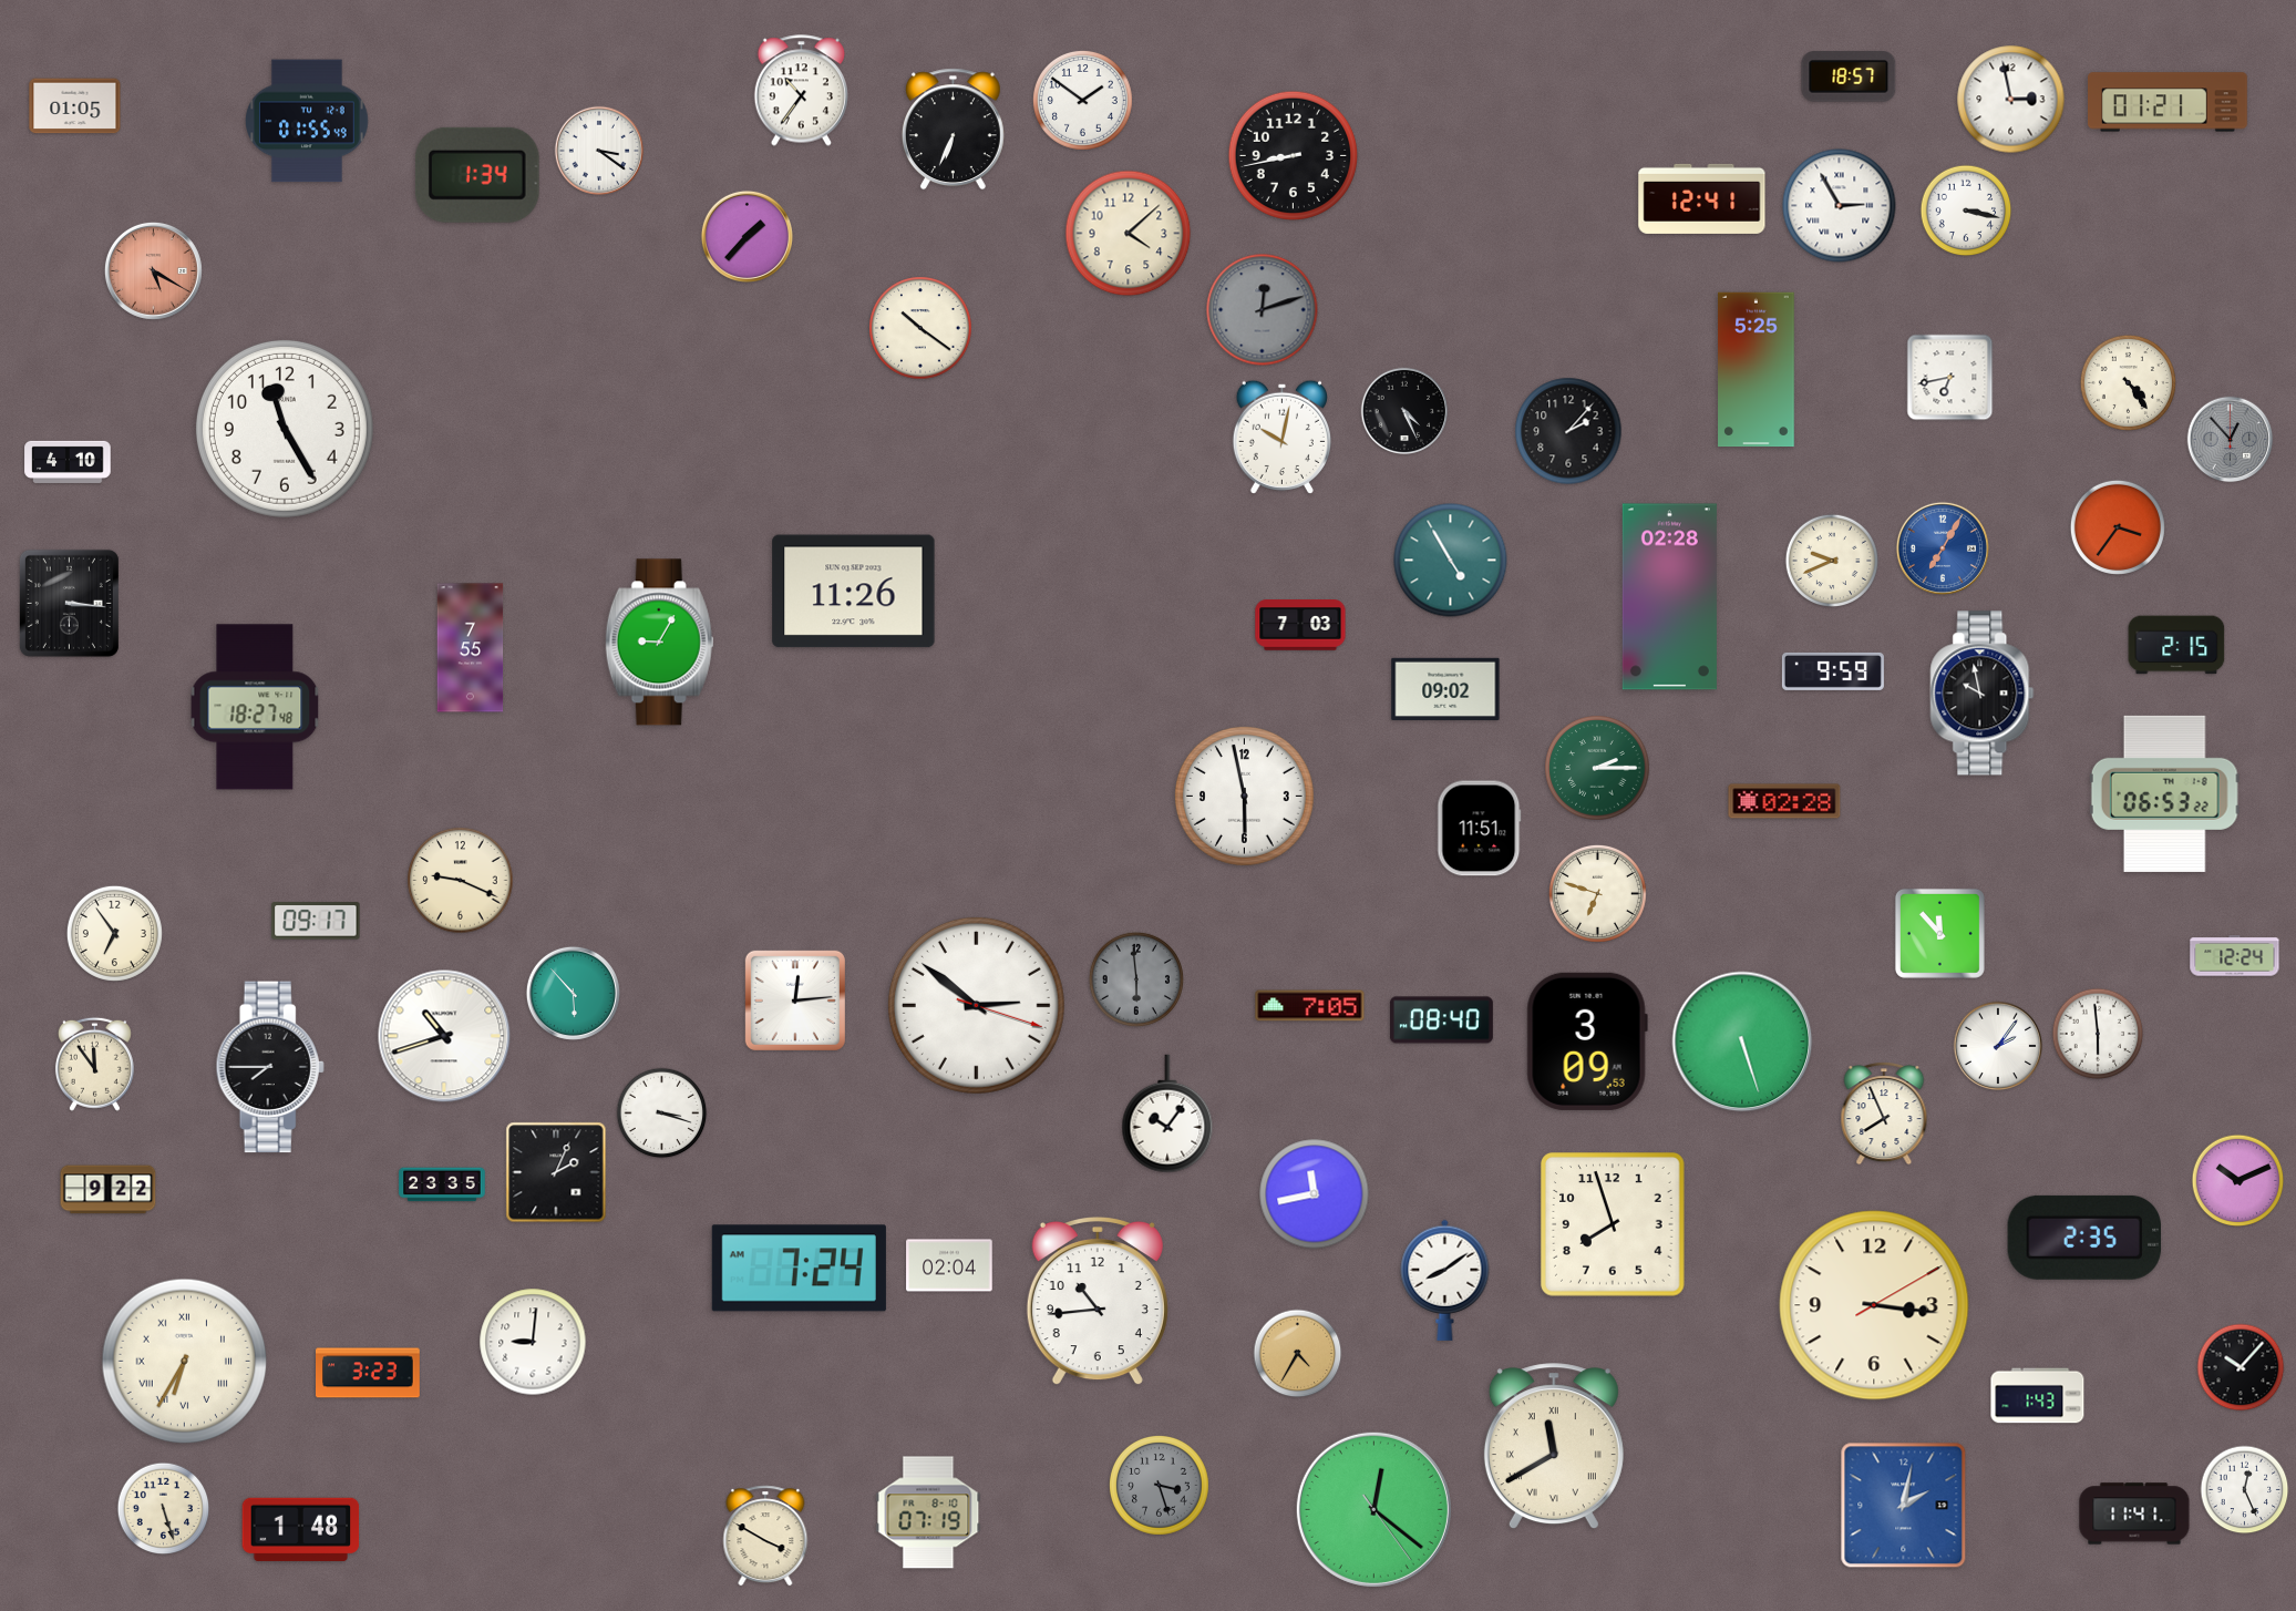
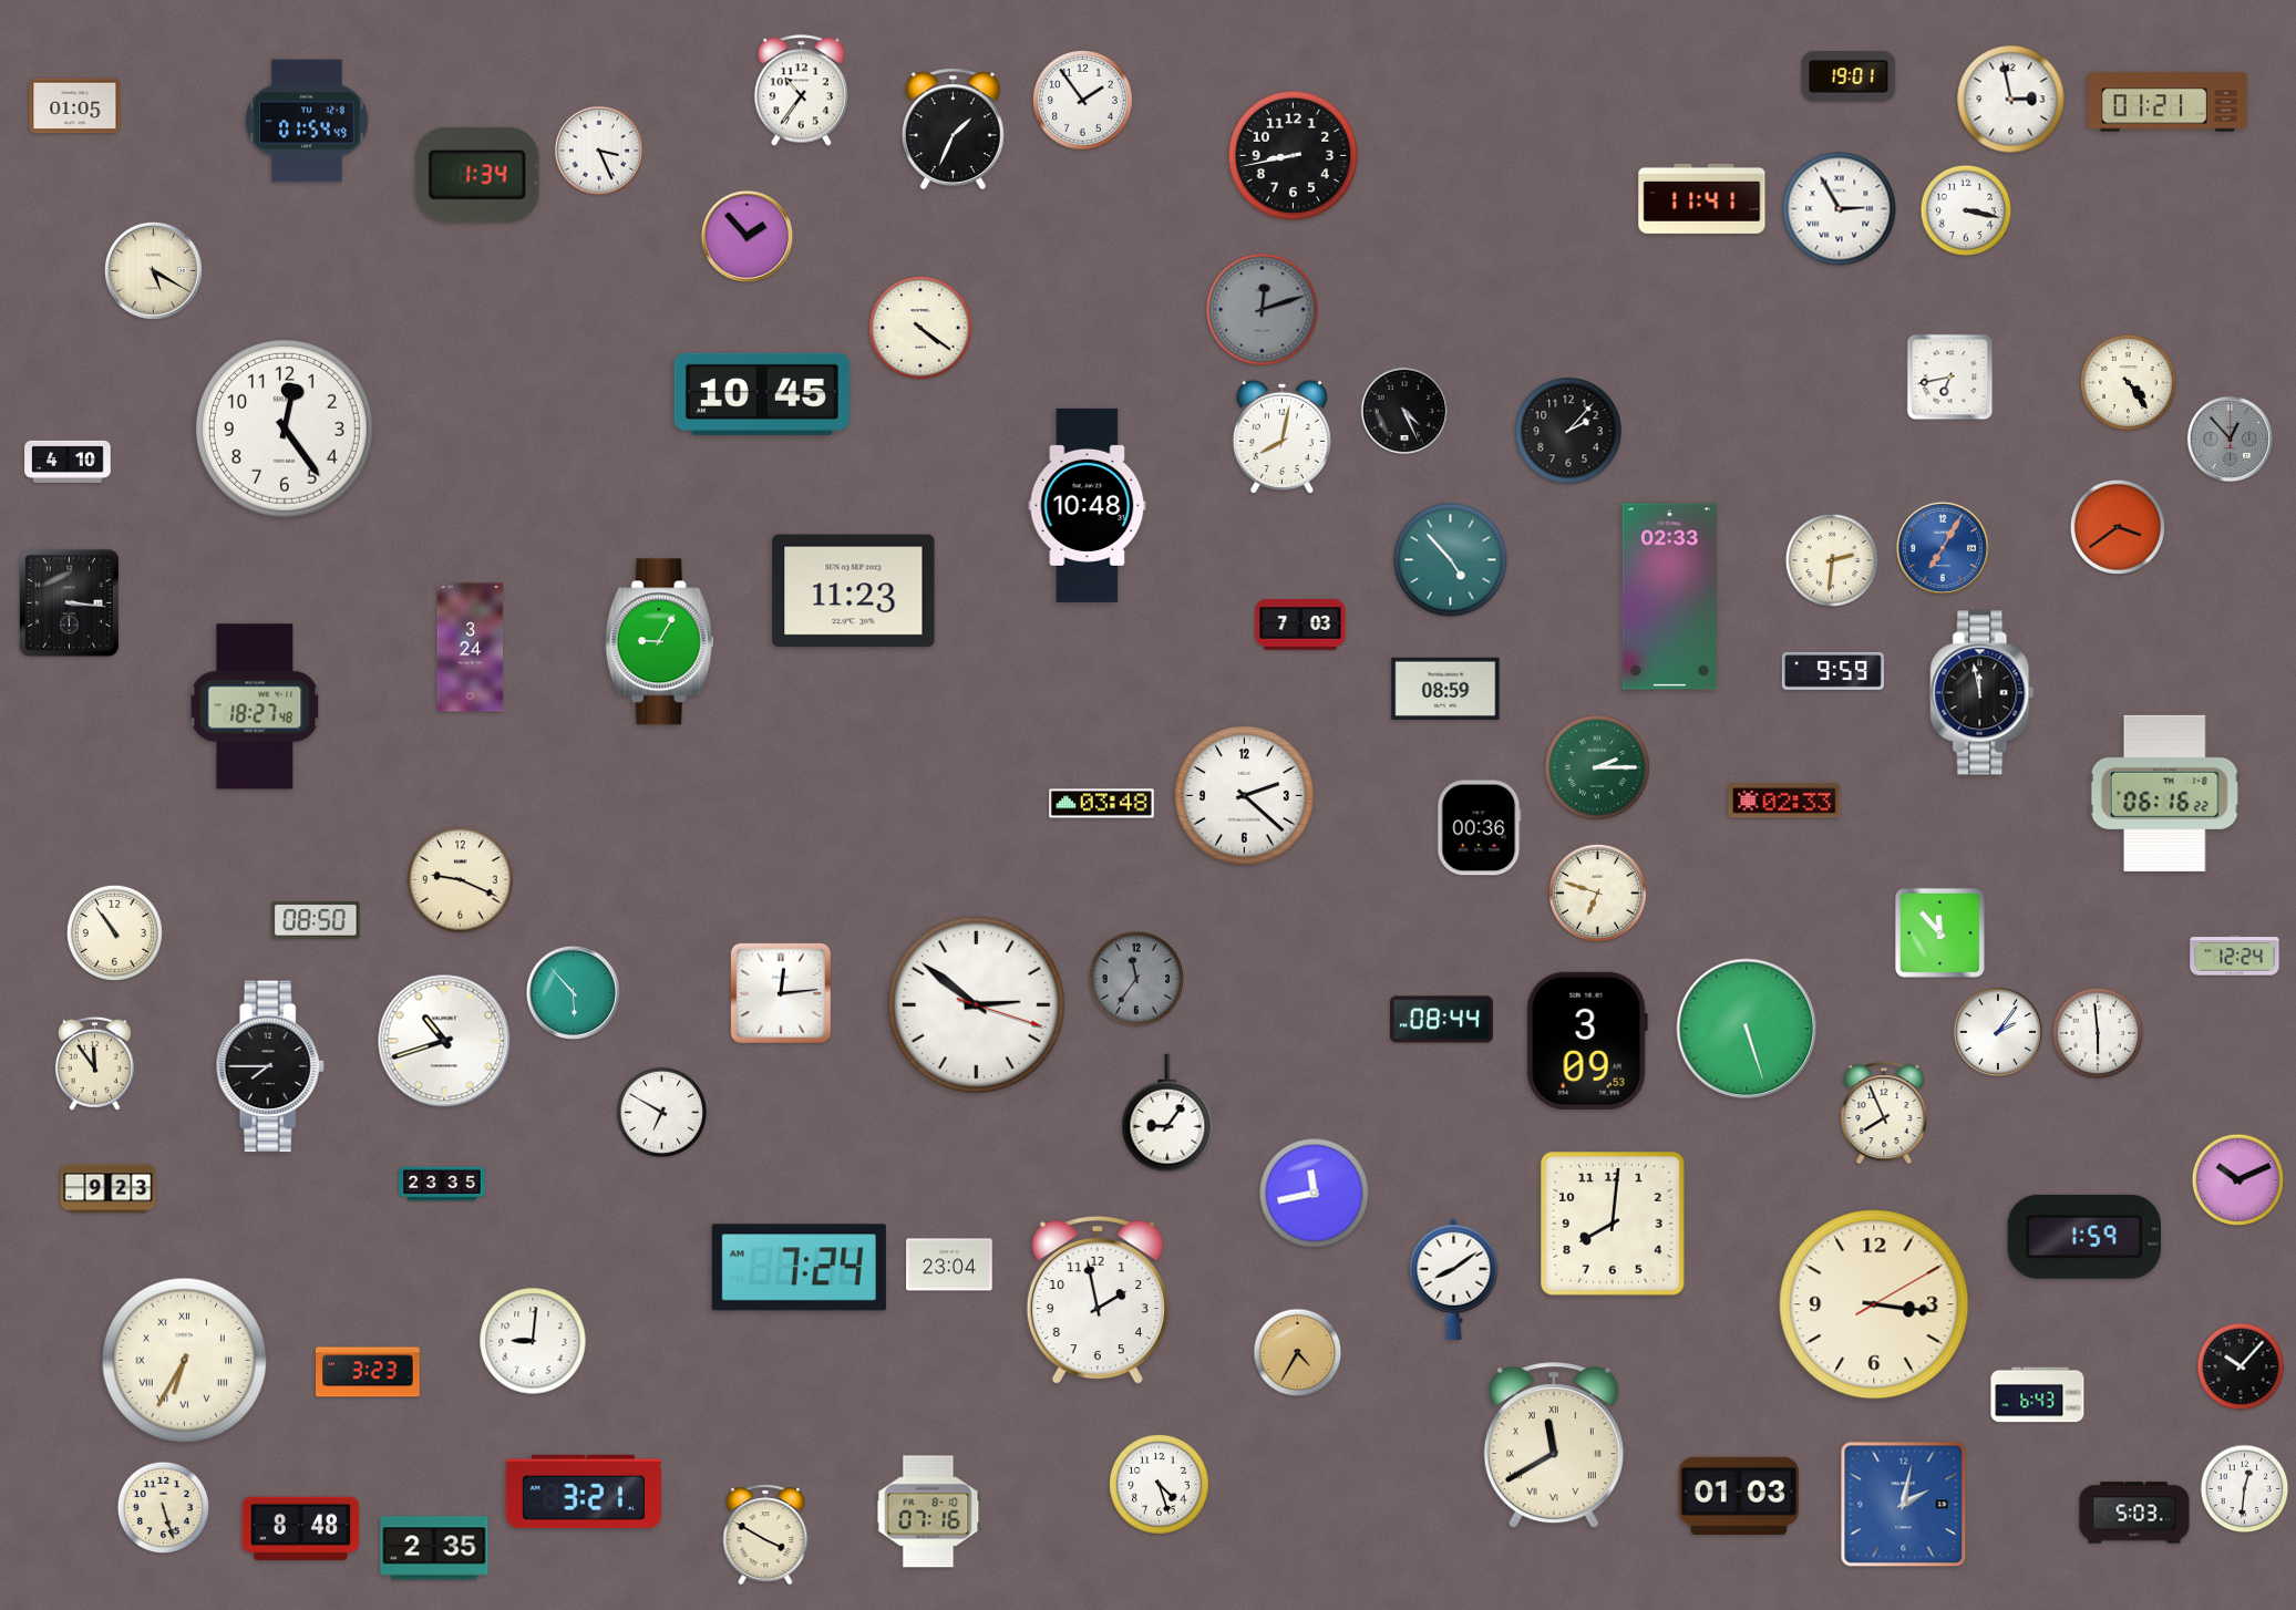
clock at (1849, 76): 18:57 -> 19:01
clock at (1082, 100): 1:51 -> 1:54
clock at (308, 121): 01:55 -> 01:54
clock at (953, 130): 6:34 -> 1:34
clock at (598, 150): 3:21 -> 3:26
clock at (1702, 198): 12:41 -> 11:41
clock at (1840, 206) position: (1840, 206) -> (1840, 209)
clock at (1129, 234): 4:08 -> none
clock at (747, 236): 1:37 -> 1:53
clock at (153, 270) dial: salmon -> cream
clock at (920, 328): 10:21 -> 4:21
clock at (1757, 370): 5:25 -> none
clock at (762, 394): none -> 10:45
clock at (285, 429): 11:25 -> 12:24
clock at (1281, 437): 10:02 -> 8:02
clock at (1088, 505): none -> 10:48
clock at (2118, 527): 3:36 -> 3:39
clock at (1451, 561): 4:55 -> 4:53
clock at (1832, 561): 9:41 -> 2:31
clock at (854, 592): 11:26 -> 11:23
clock at (1669, 597): 02:28 -> 02:33
clock at (2176, 645): 2:15 -> none
clock at (471, 648): 7:55 -> 3:24
clock at (1445, 689): 09:02 -> 08:59
clock at (1983, 694): 9:58 -> 11:58
clock at (2164, 793): 06:53 -> 06:16
clock at (1244, 796): 5:58 -> 2:22
clock at (1784, 801): 02:28 -> 02:33
clock at (1102, 804): none -> 03:48
clock at (1480, 829): 11:51 -> 00:36
clock at (316, 921): 09:17 -> 08:50
clock at (114, 933): 6:54 -> 10:54
clock at (1136, 979): 5:59 -> 11:36
clock at (795, 1001) position: (795, 1001) -> (781, 993)
clock at (1310, 1006): 7:05 -> none
clock at (1441, 1020): 08:40 -> 08:44
clock at (444, 1036) position: (444, 1036) -> (444, 1041)
clock at (1742, 1041) position: (1742, 1041) -> (1747, 1029)
clock at (1997, 1045) position: (1997, 1045) -> (1997, 1031)
clock at (662, 1114): 3:18 -> 6:50
clock at (1167, 1114): 10:06 -> 9:06
clock at (556, 1172): 2:04 -> none
clock at (109, 1190): 9:22 -> 9:23
clock at (1614, 1225): 7:57 -> 8:01
clock at (2083, 1238): 2:35 -> 1:59
clock at (949, 1265): 02:04 -> 23:04
clock at (1445, 1280) position: (1445, 1280) -> (1454, 1279)
clock at (1098, 1301): 10:44 -> 1:58
clock at (2038, 1396): 1:43 -> 6:43
clock at (1159, 1485): 3:27 -> 4:27
clock at (1159, 1485) dial: grey -> white
clock at (2245, 1490): 12:26 -> 12:31
clock at (584, 1492): none -> 3:21
clock at (1739, 1495): none -> 01:03
clock at (1373, 1509): 12:21 -> none
clock at (928, 1512): 07:19 -> 07:16
clock at (2134, 1513): 11:41 -> 5:03
clock at (301, 1529): 1:48 -> 8:48
clock at (434, 1548): none -> 2:35
